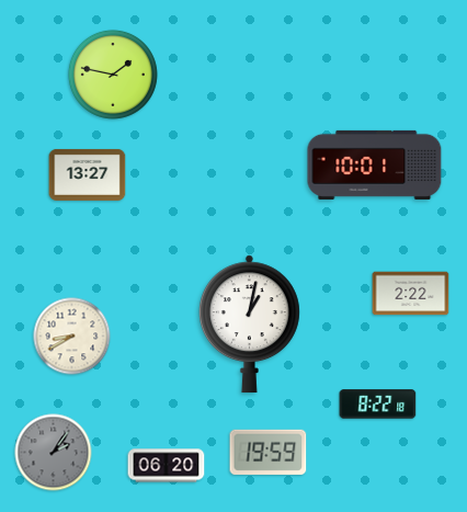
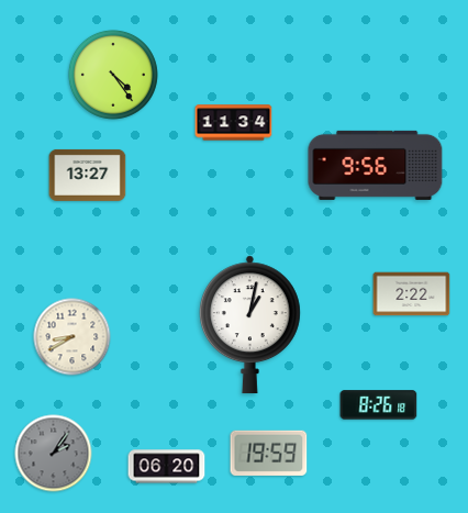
clock at (113, 75): 1:47 -> 4:24
clock at (234, 123): none -> 11:34
clock at (375, 164): 10:01 -> 9:56
clock at (378, 405): 8:22 -> 8:26
